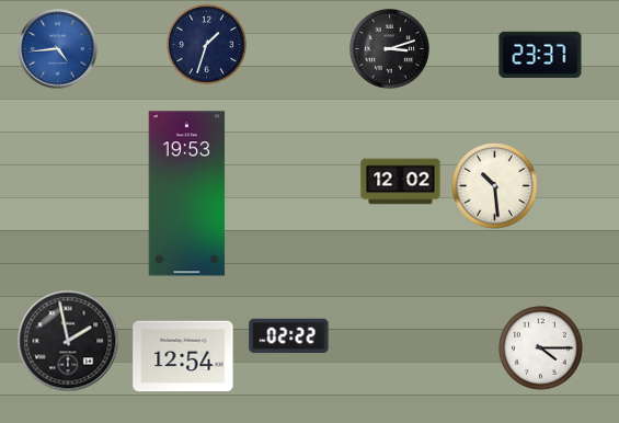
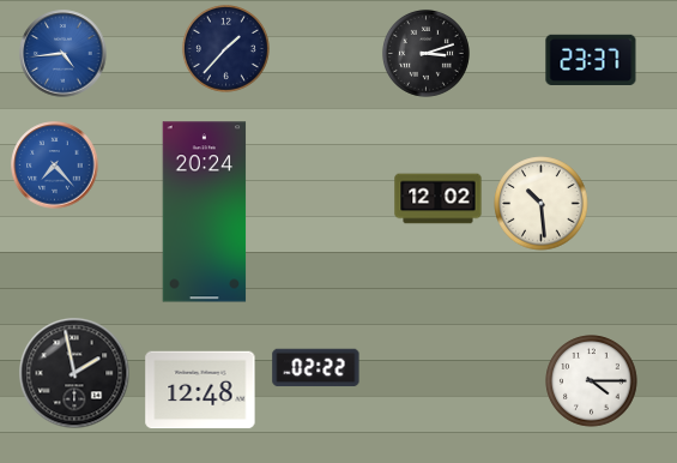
clock at (206, 44): 1:33 -> 1:37
clock at (55, 166): none -> 7:23
clock at (187, 194): 19:53 -> 20:24
clock at (183, 356): 12:54 -> 12:48
